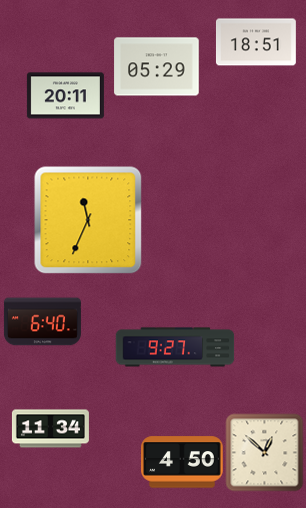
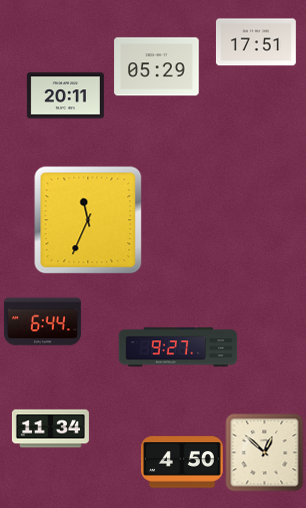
clock at (256, 42): 18:51 -> 17:51
clock at (42, 322): 6:40 -> 6:44
clock at (175, 347) position: (175, 347) -> (178, 347)
